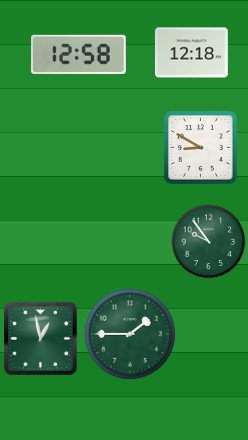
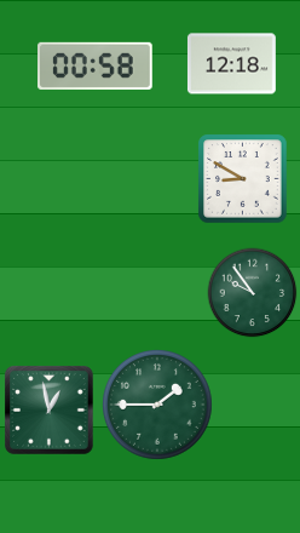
clock at (79, 54): 12:58 -> 00:58
